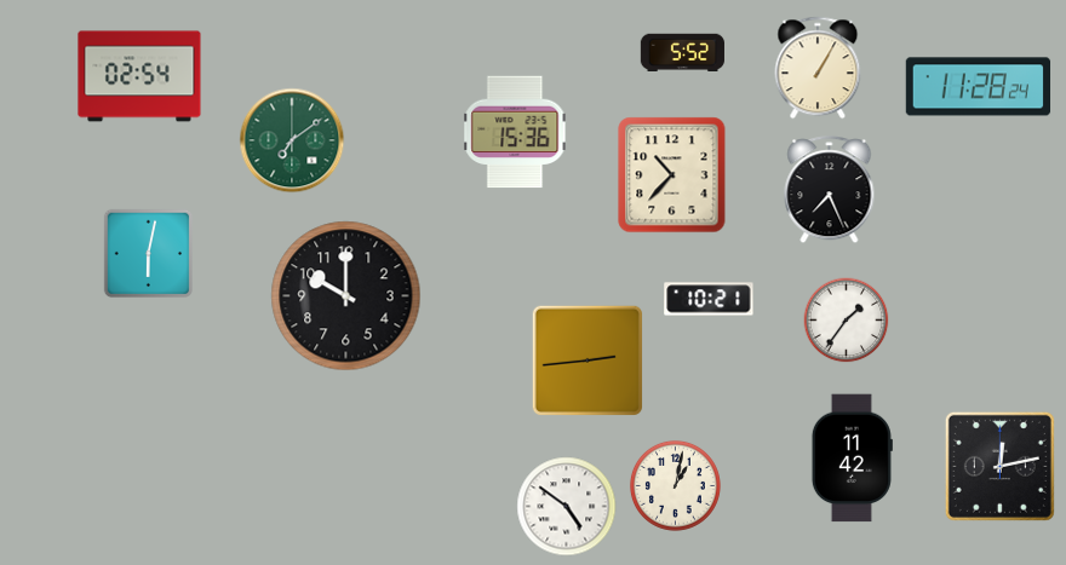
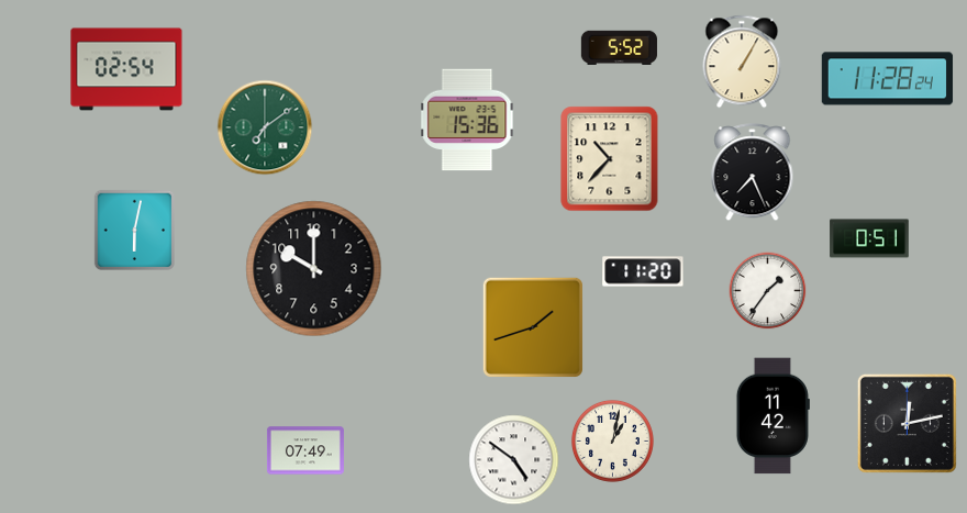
clock at (869, 238): none -> 0:51
clock at (709, 299): 10:21 -> 11:20
clock at (588, 361): 2:44 -> 1:42
clock at (305, 450): none -> 07:49
